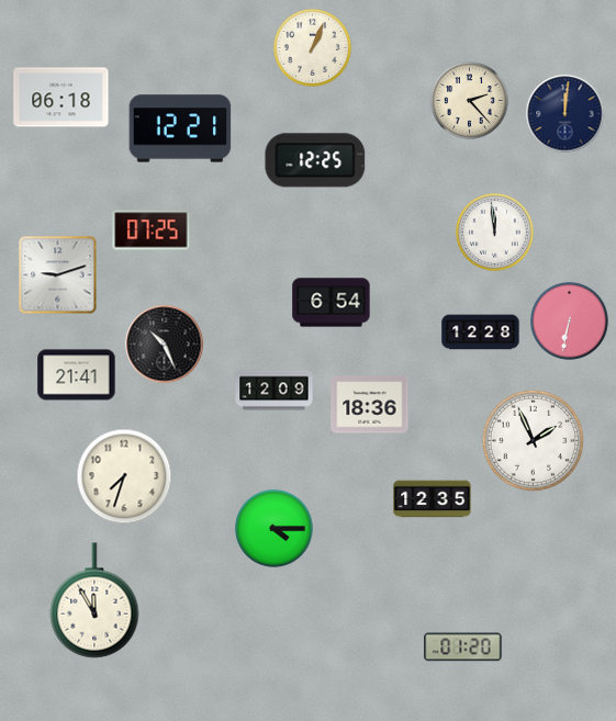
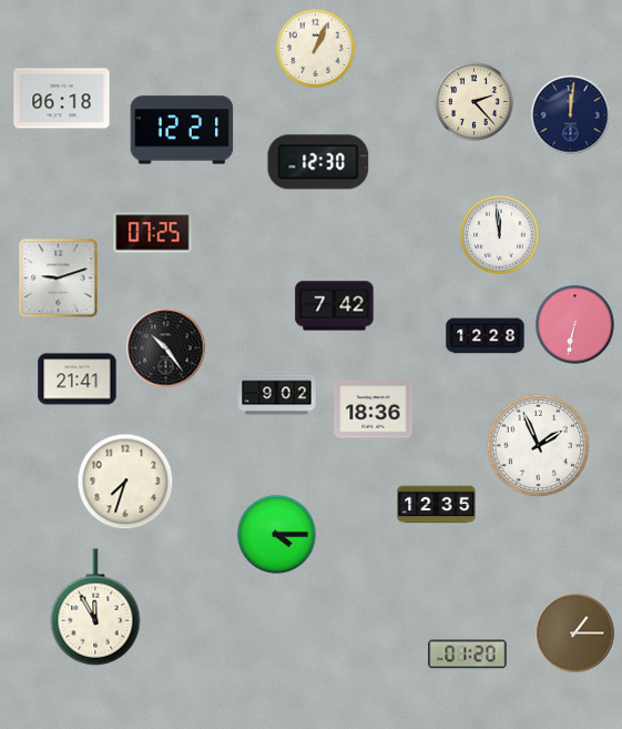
clock at (315, 160): 12:25 -> 12:30
clock at (332, 303): 6:54 -> 7:42
clock at (165, 345): 10:26 -> 10:24
clock at (275, 391): 12:09 -> 9:02
clock at (575, 634): none -> 1:15
